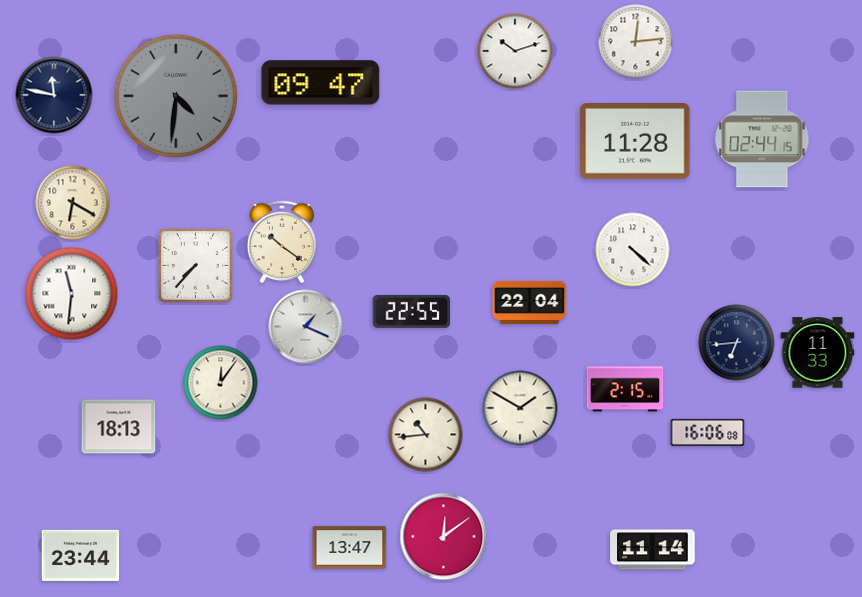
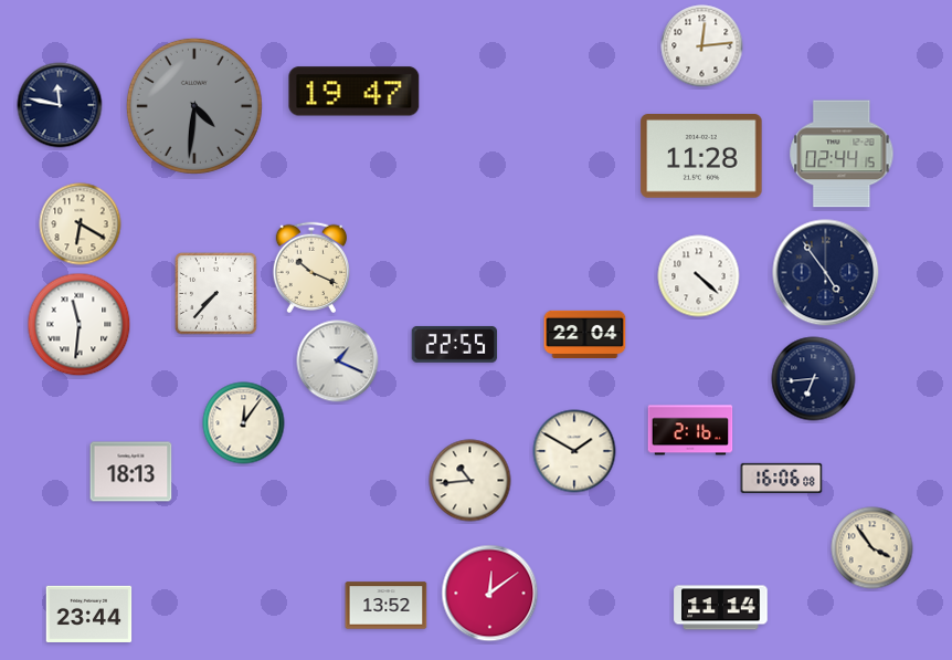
clock at (515, 51): 10:12 -> none
clock at (321, 83): 09:47 -> 19:47
clock at (281, 241): 10:21 -> 10:19
clock at (826, 273): none -> 4:54
clock at (818, 353): 11:33 -> none
clock at (625, 389): 2:15 -> 2:16
clock at (872, 548): none -> 3:54
clock at (350, 548): 13:47 -> 13:52
